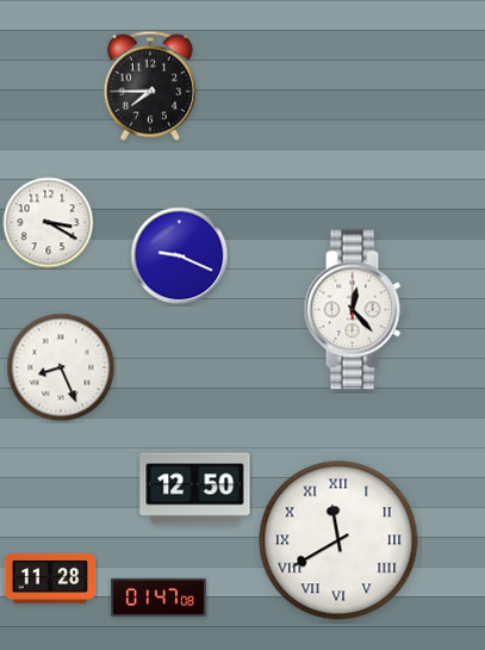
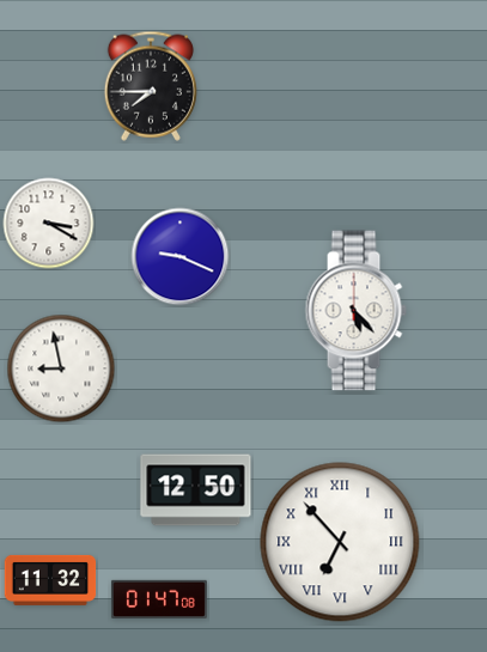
clock at (354, 310): 12:23 -> 5:23
clock at (61, 367): 8:26 -> 8:58
clock at (338, 540): 11:40 -> 6:53
clock at (50, 578): 11:28 -> 11:32
